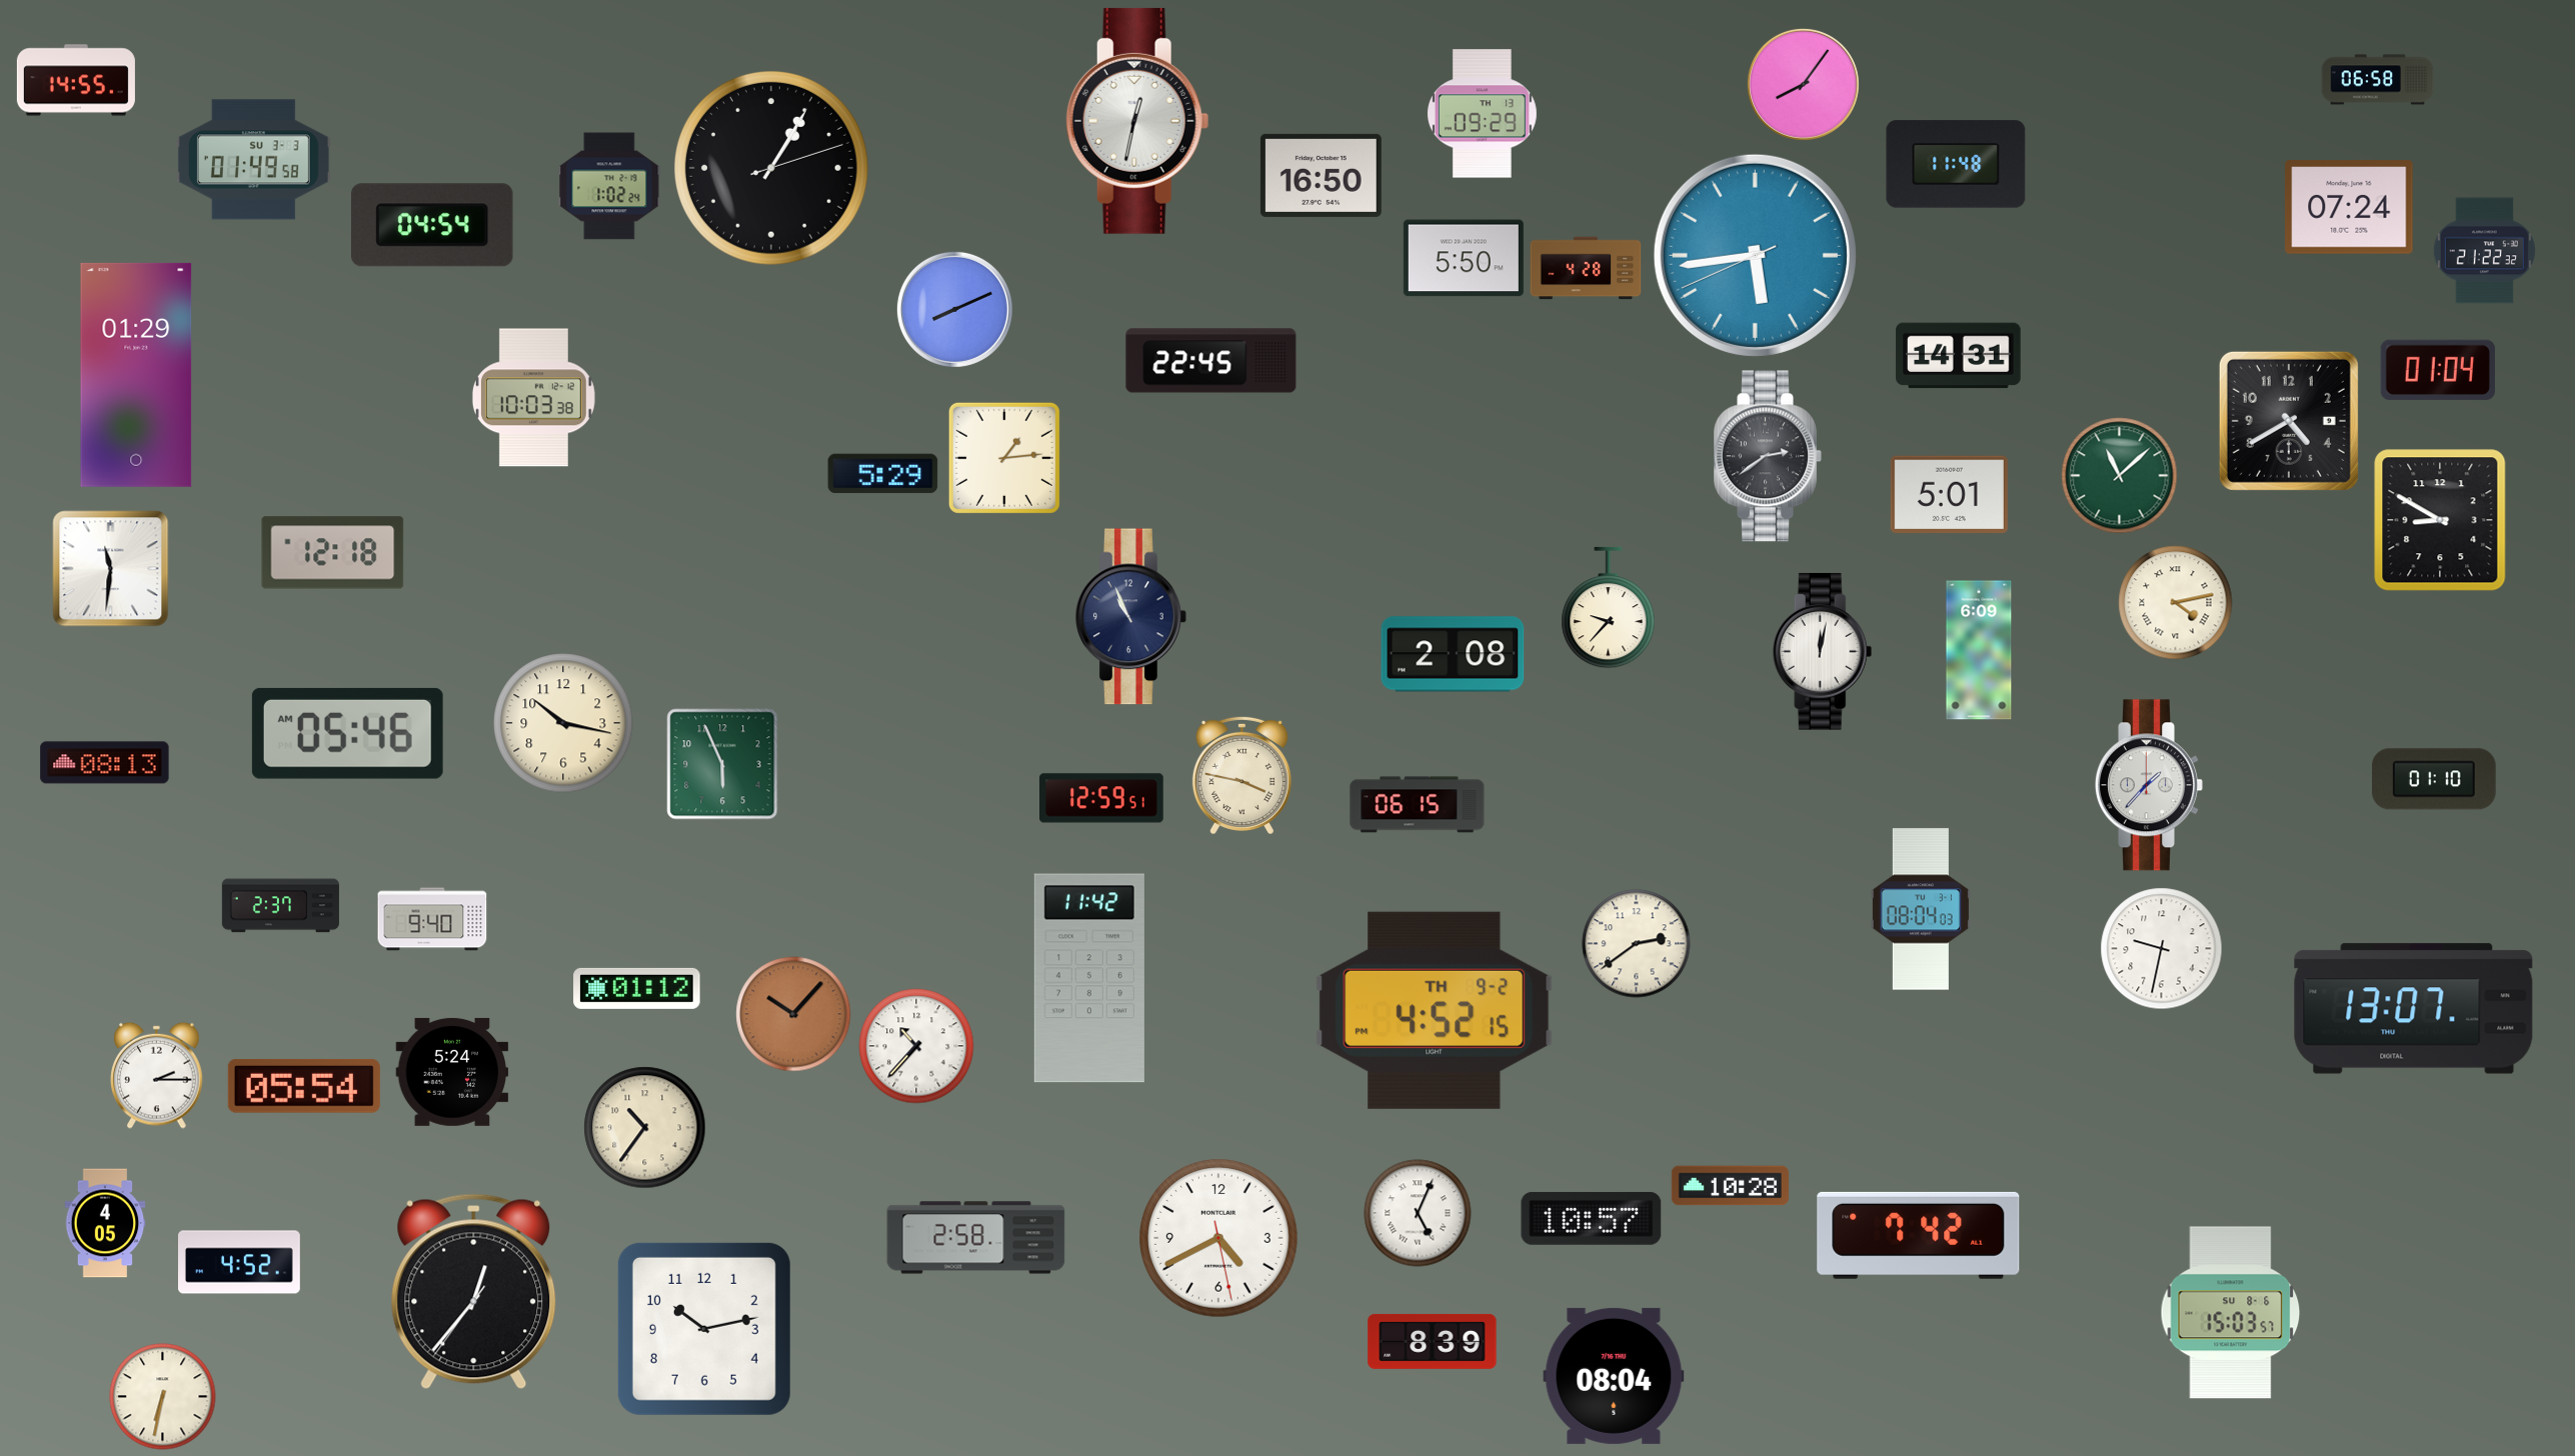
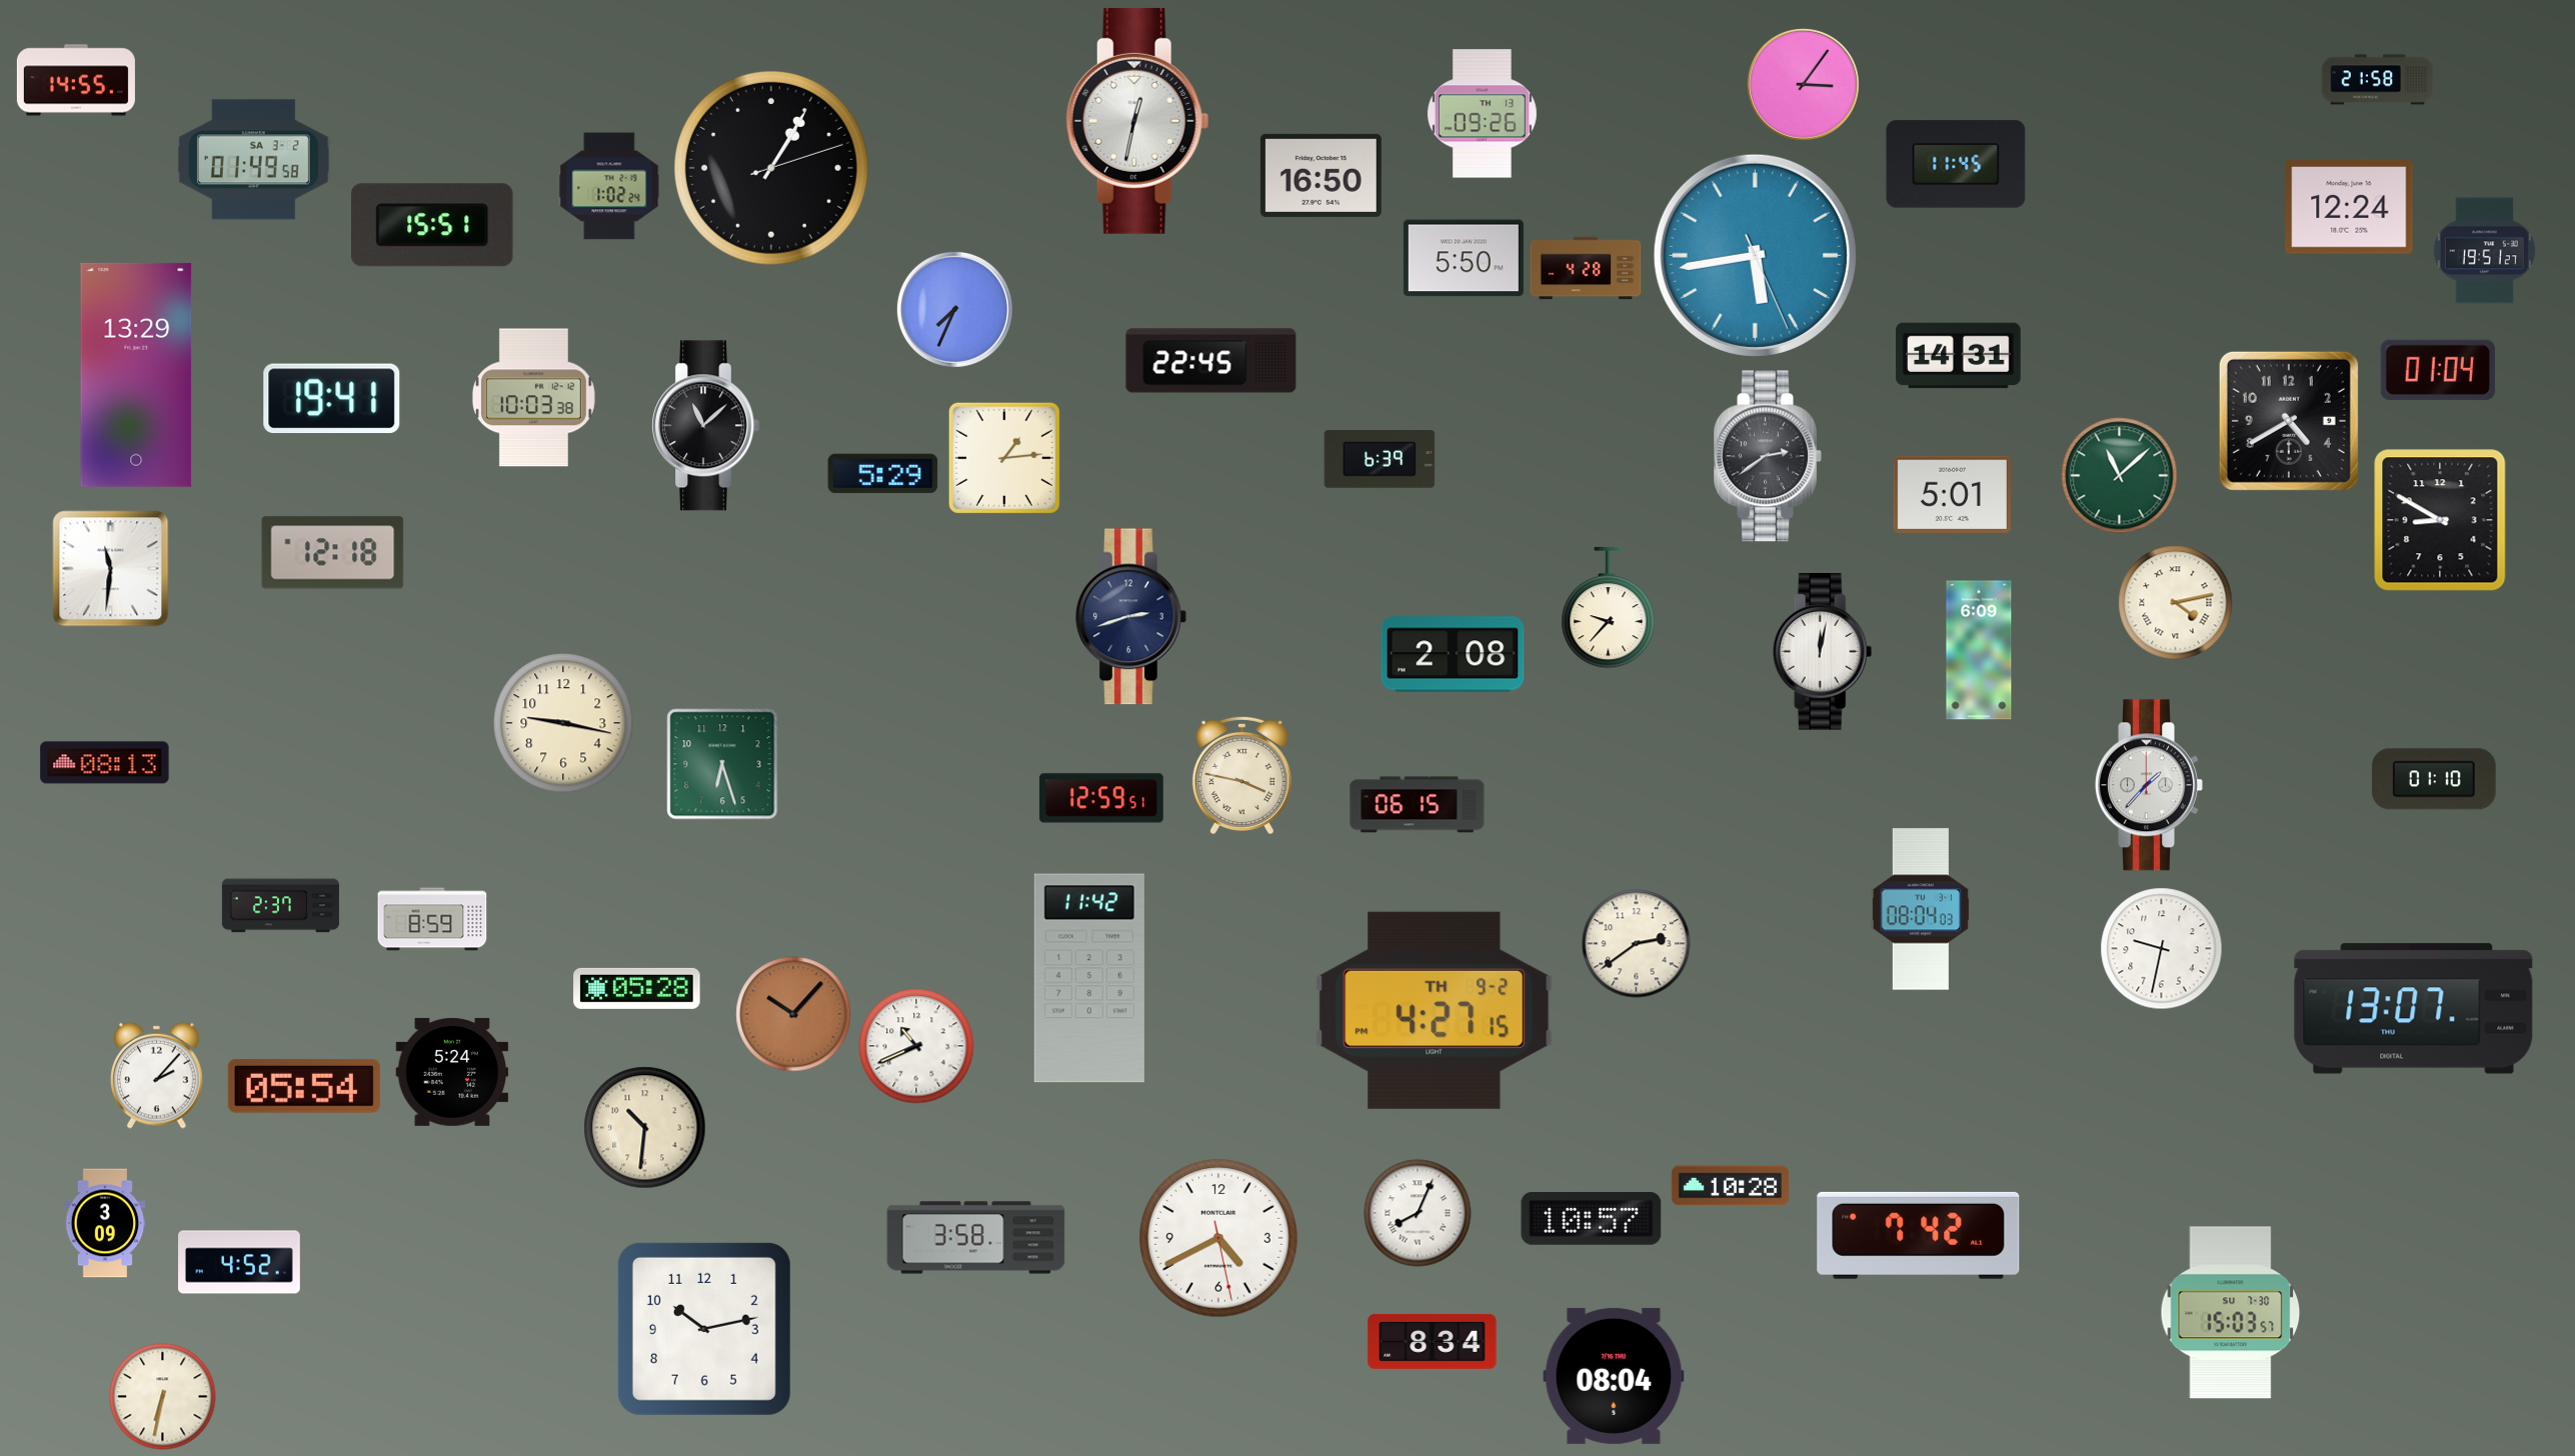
clock at (2378, 80): 06:58 -> 21:58
clock at (1803, 84): 8:06 -> 3:06
clock at (1482, 114): 09:29 -> 09:26
clock at (253, 160) date: SU 3-3 -> SA 3-2
clock at (1956, 164): 11:48 -> 11:45
clock at (2349, 207): 07:24 -> 12:24
clock at (433, 225): 04:54 -> 15:51
clock at (2484, 251): 21:22 -> 19:51
clock at (1755, 255): 5:43:41 -> 5:43:26
clock at (954, 309): 8:11 -> 7:34
clock at (136, 375): 01:29 -> 13:29
clock at (332, 399): none -> 19:41
clock at (705, 426): none -> 11:08
clock at (1380, 460): none -> 6:39
clock at (1949, 495) position: (1949, 495) -> (1952, 495)
clock at (1131, 617): 10:56 -> 2:42
clock at (563, 723): 10:17 -> 9:17
clock at (347, 733): 05:46 -> none
clock at (722, 764): 5:56 -> 6:27
clock at (432, 919): 9:40 -> 8:59
clock at (637, 988): 01:12 -> 05:28
clock at (1435, 1010): 4:52 -> 4:27
clock at (916, 1046): 10:37 -> 10:41
clock at (157, 1075): 2:15 -> 2:07
clock at (645, 1128): 10:36 -> 10:31
clock at (1418, 1213): 5:04 -> 8:04
clock at (105, 1223): 4:05 -> 3:09
clock at (976, 1238): 2:58 -> 3:58
clock at (474, 1292): 12:36 -> none
clock at (2231, 1313) date: SU 8-6 -> SU 7-30
clock at (1433, 1341): 8:39 -> 8:34
